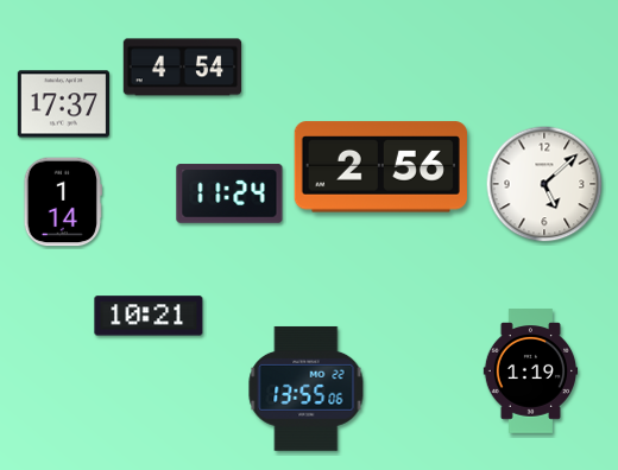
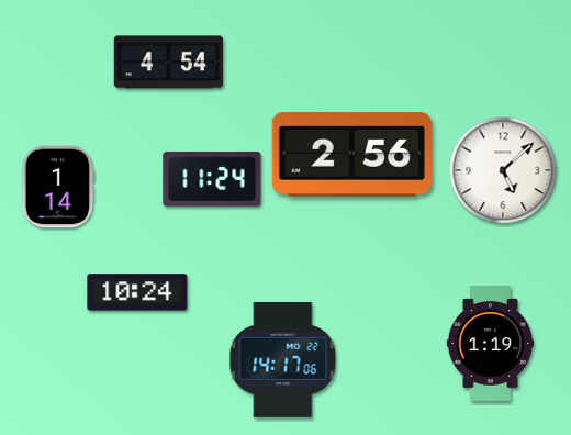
clock at (63, 104): 17:37 -> none
clock at (149, 316): 10:21 -> 10:24
clock at (307, 388): 13:55 -> 14:17
